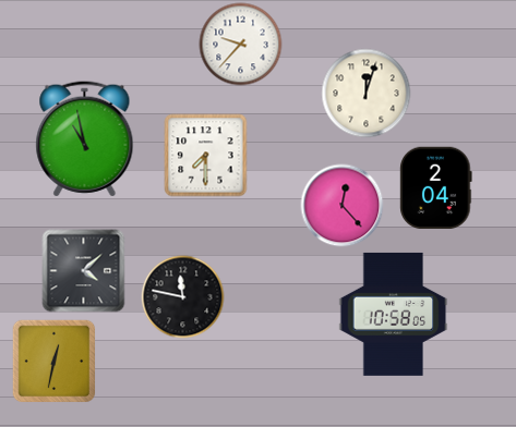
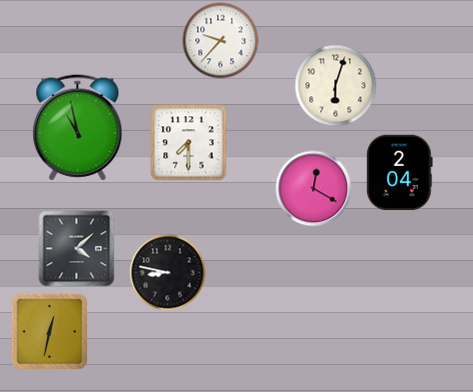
clock at (367, 94): 12:03 -> 6:03
clock at (343, 206): 12:23 -> 12:20
clock at (183, 297): 11:47 -> 8:47
clock at (394, 314): 10:58 -> none
